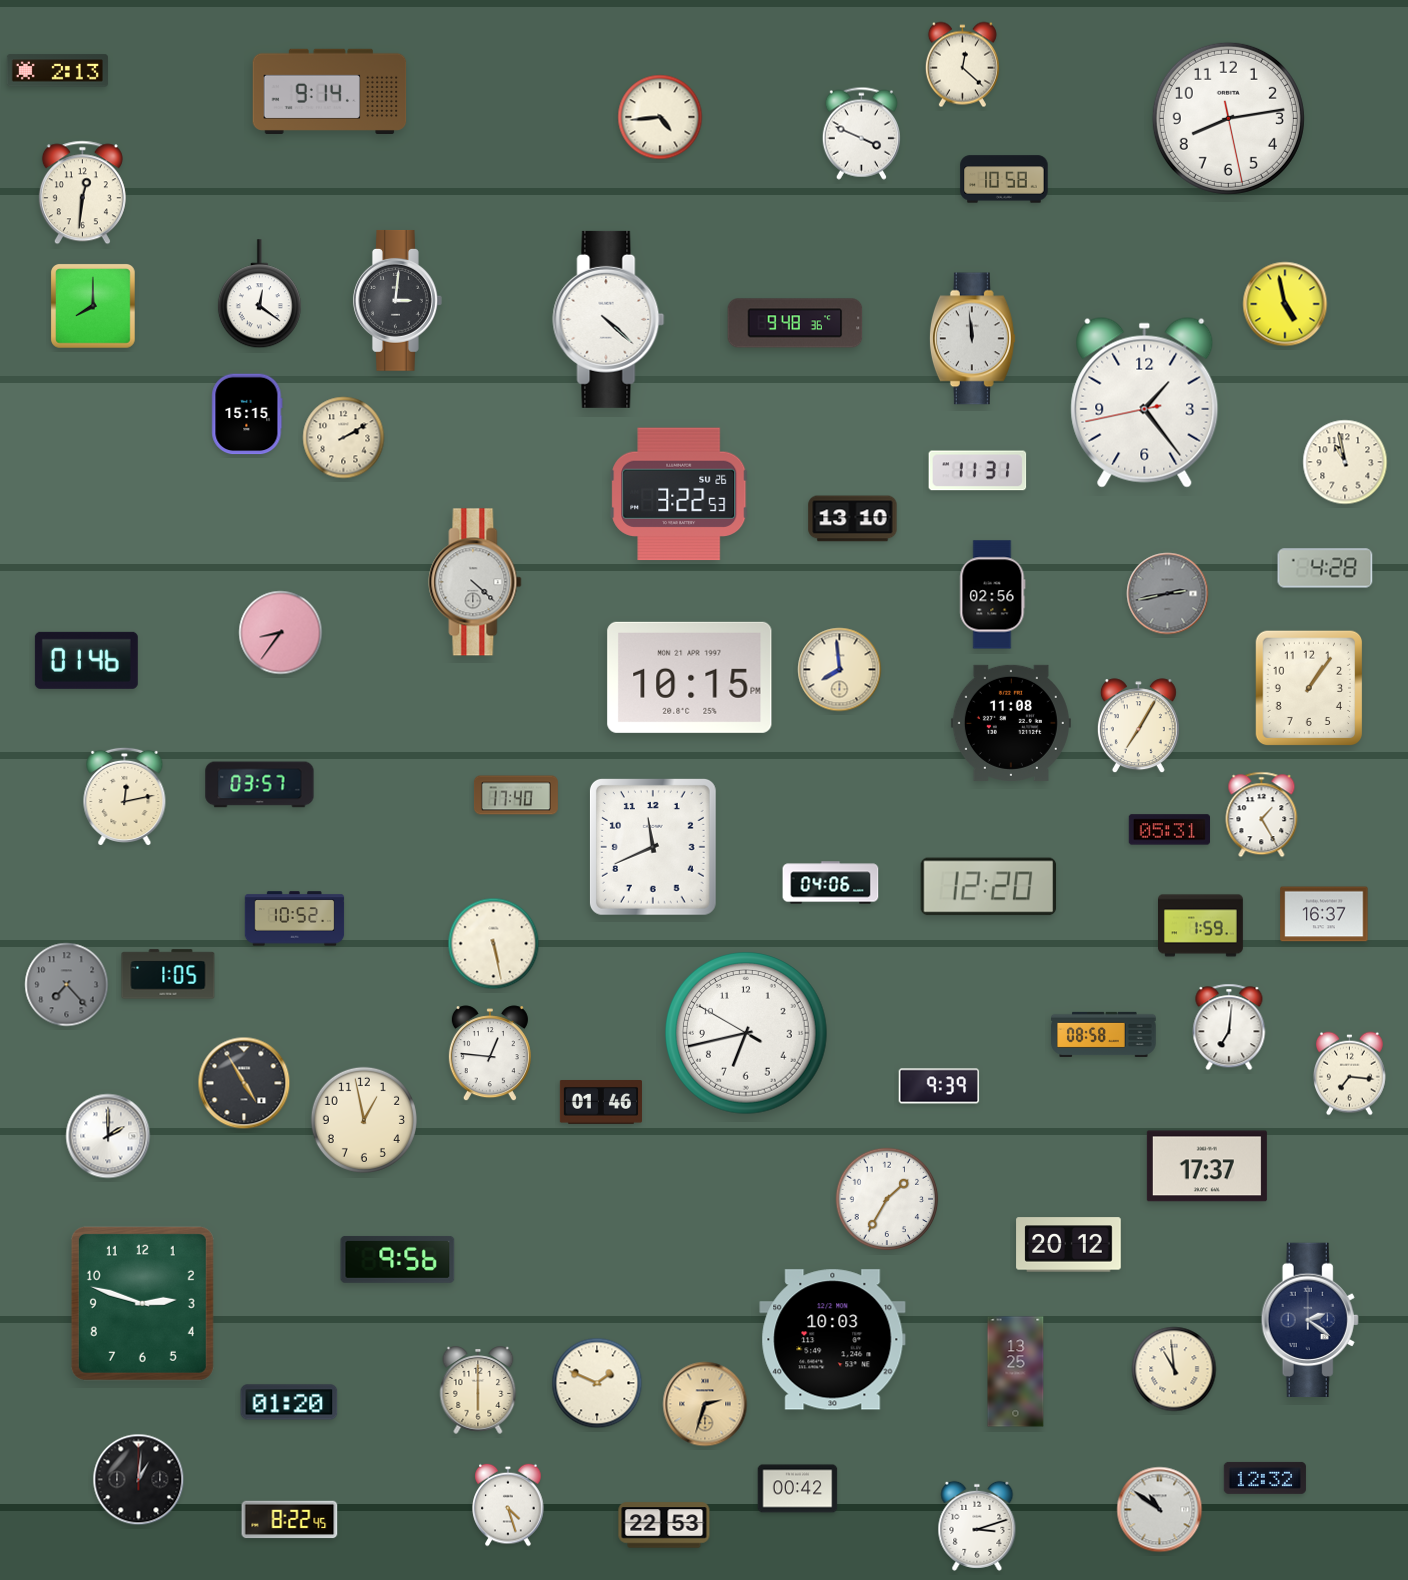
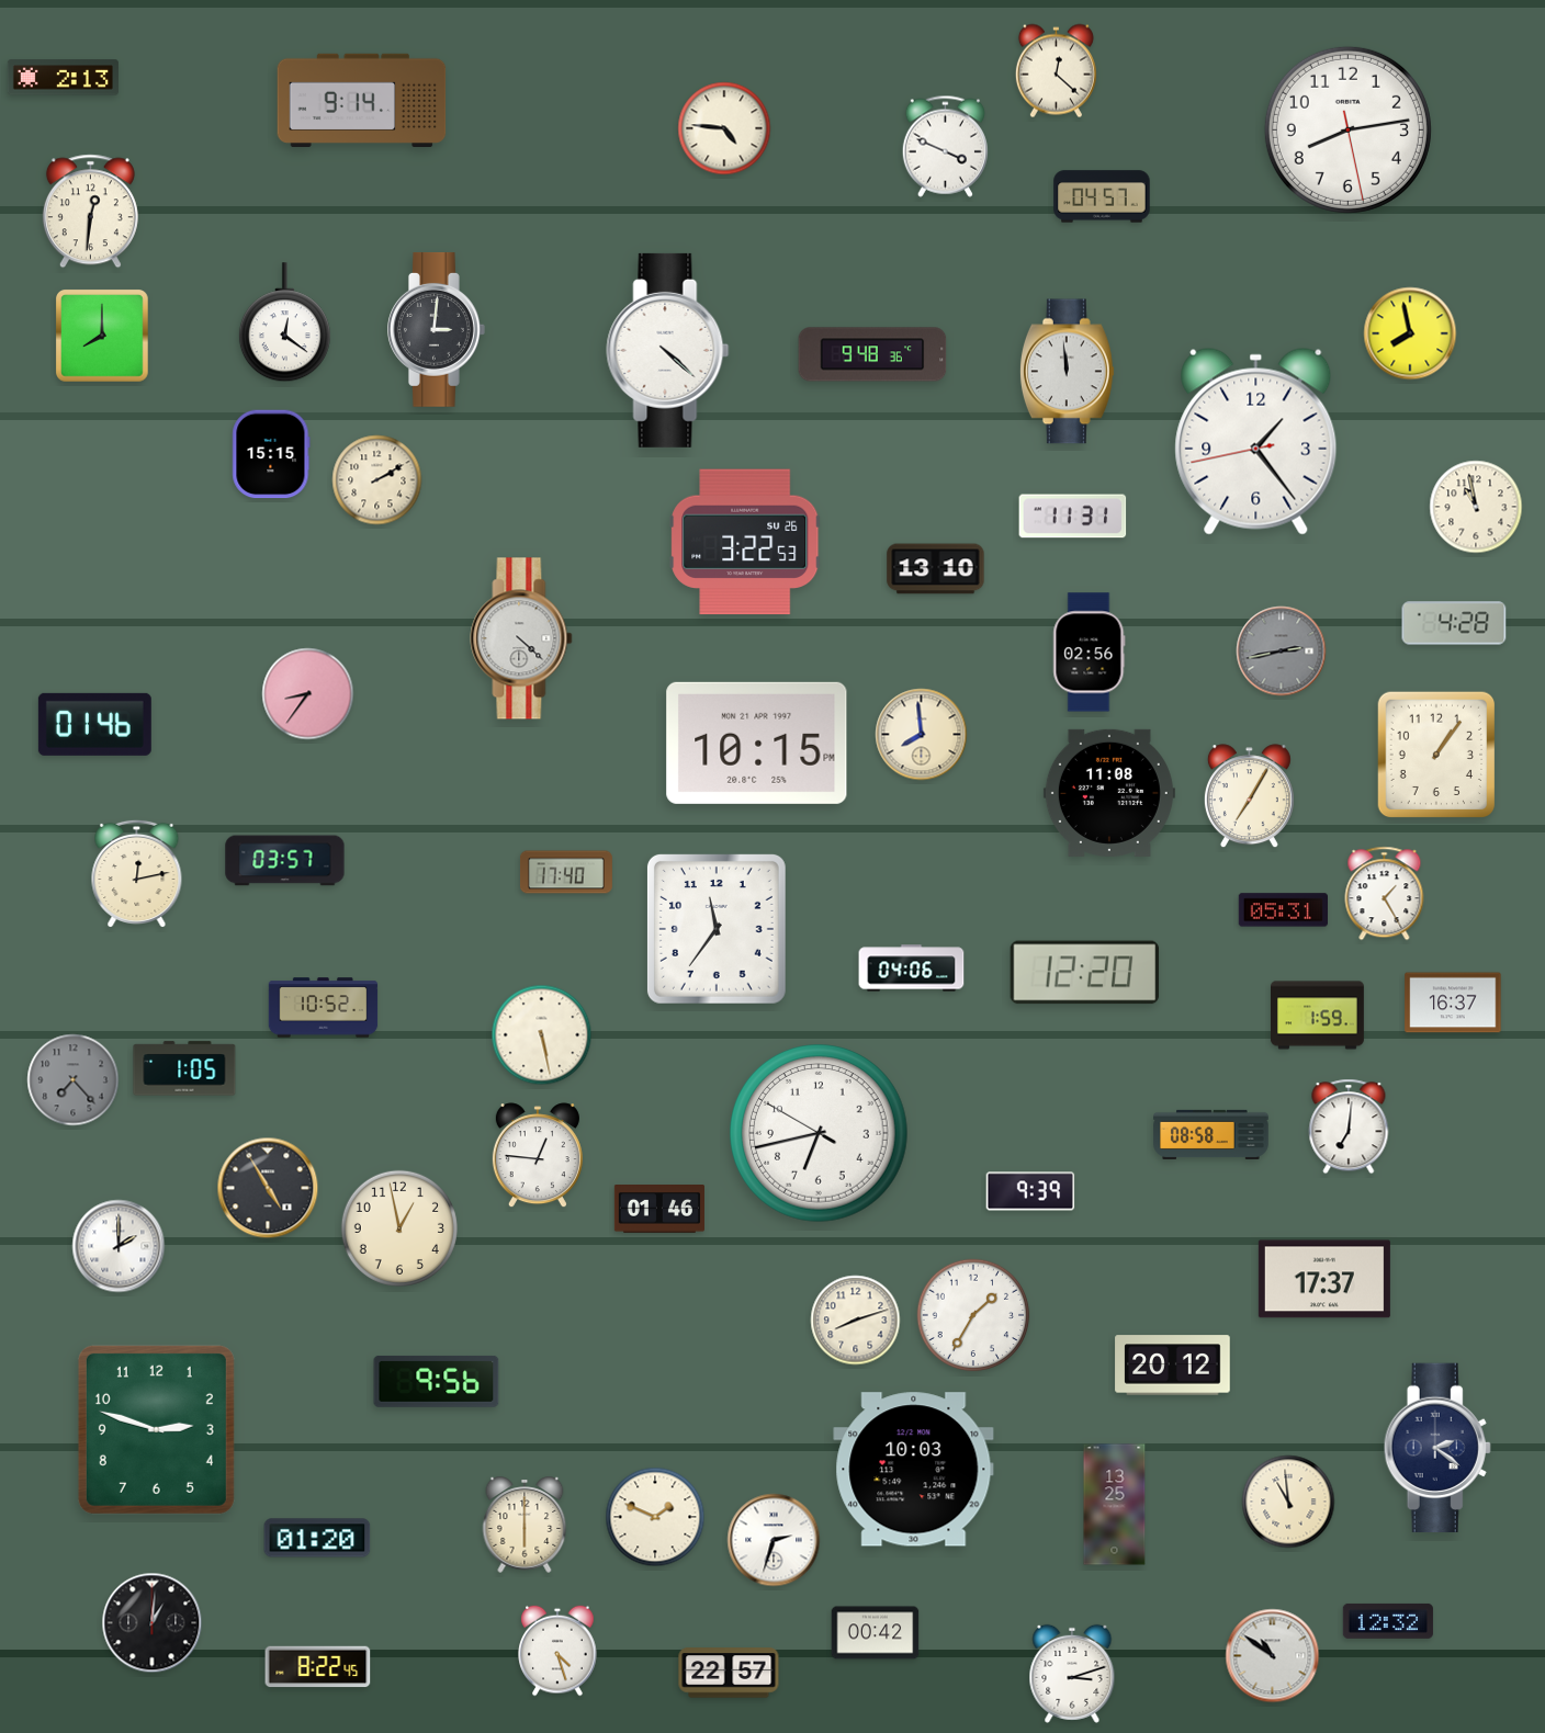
clock at (660, 117): 4:44 -> 4:46
clock at (1004, 179): 10:58 -> 04:57
clock at (1285, 304): 4:58 -> 7:58
clock at (653, 847): 11:41 -> 11:36
clock at (1350, 1074): 7:16 -> none
clock at (856, 1321): none -> 8:12
clock at (705, 1404) dial: champagne -> white
clock at (664, 1525): 22:53 -> 22:57
